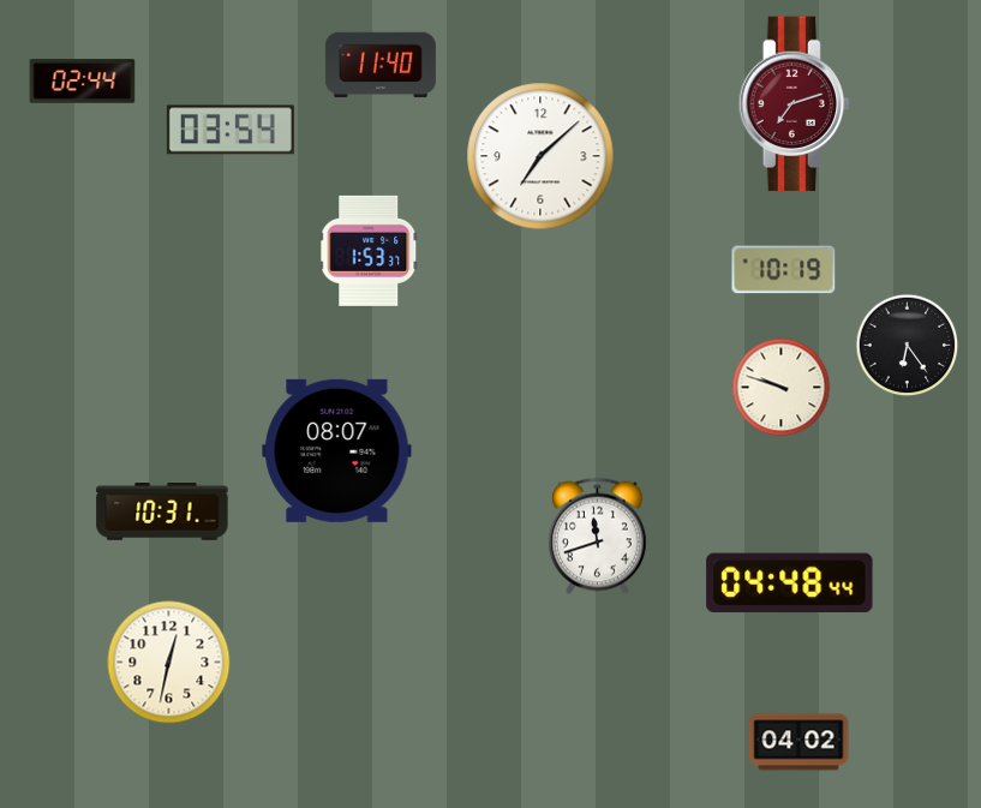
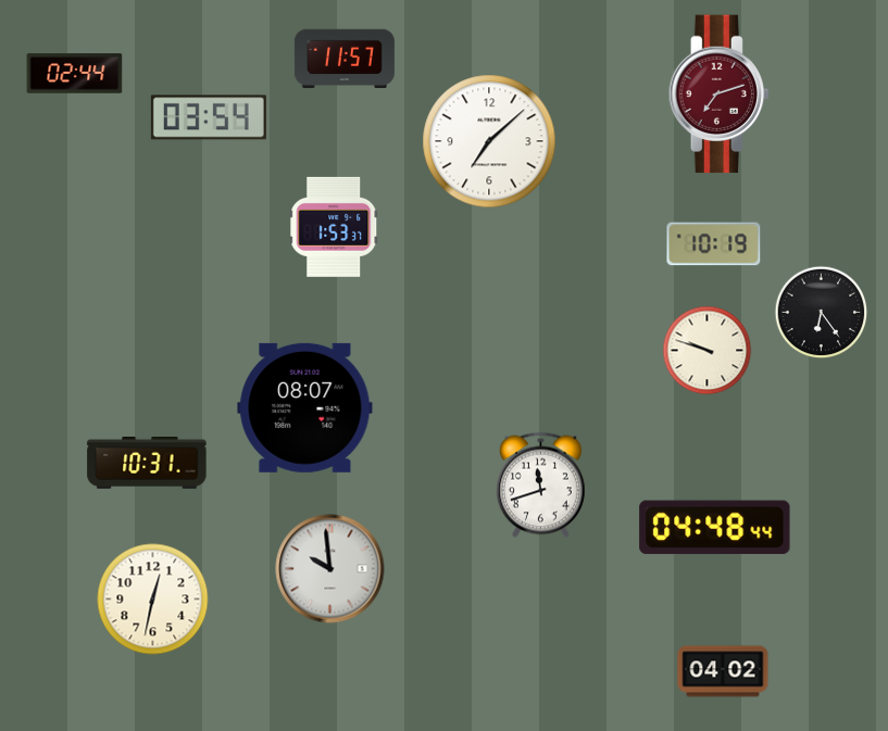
clock at (381, 65): 11:40 -> 11:57
clock at (784, 270) position: (784, 270) -> (714, 244)
clock at (330, 569): none -> 9:59
